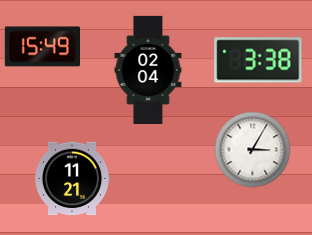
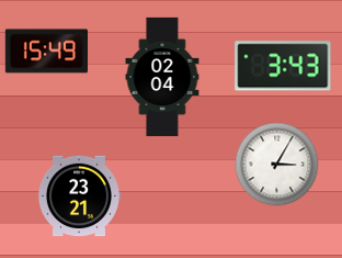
clock at (258, 60): 3:38 -> 3:43
clock at (72, 179): 11:21 -> 23:21
